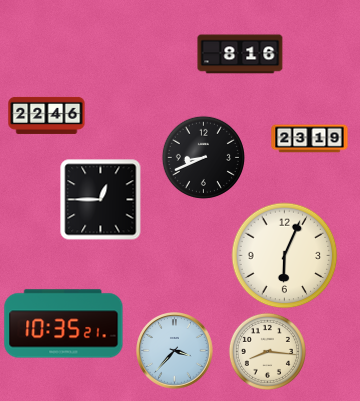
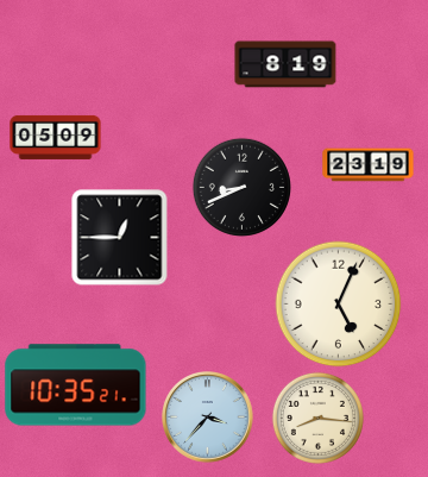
clock at (240, 54): 8:16 -> 8:19
clock at (47, 115): 22:46 -> 05:09
clock at (285, 256): 6:04 -> 5:04
